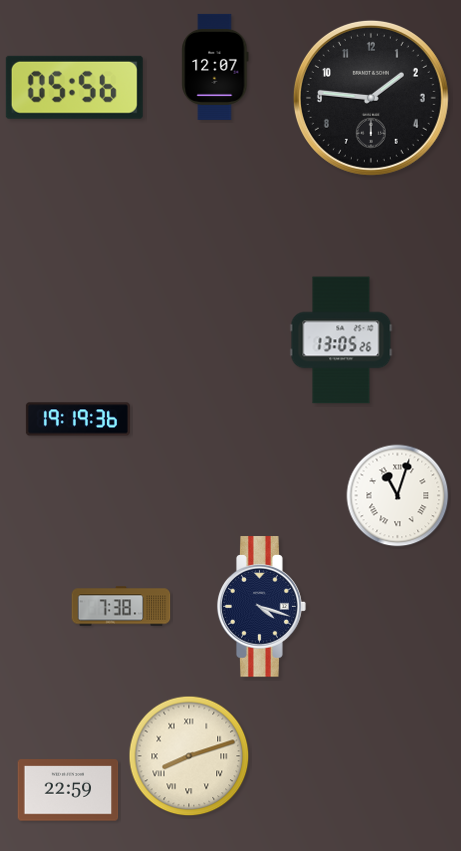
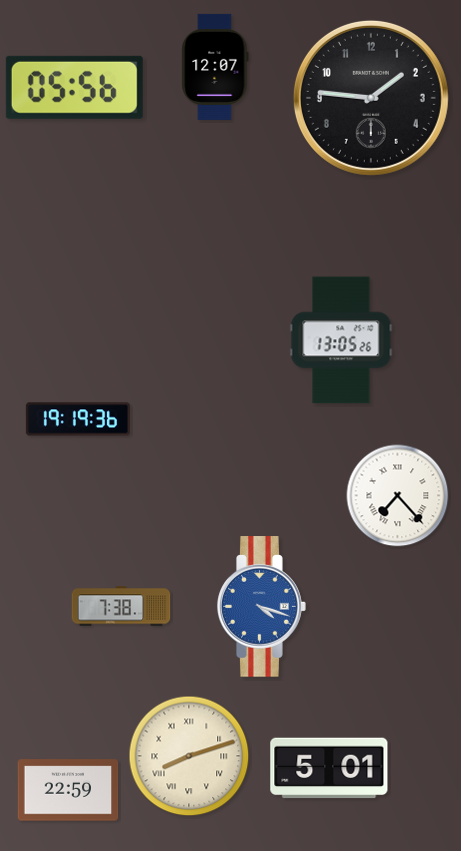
clock at (398, 496): 11:03 -> 7:23
clock at (262, 607) dial: navy -> blue
clock at (329, 768): none -> 5:01
